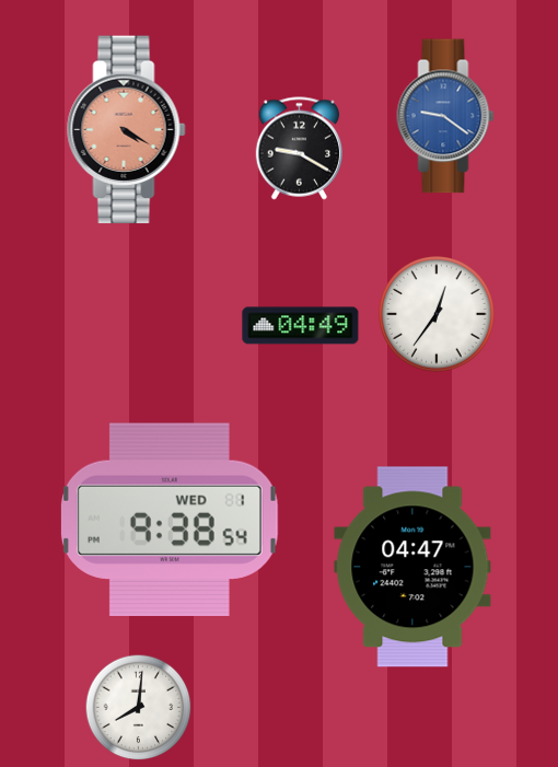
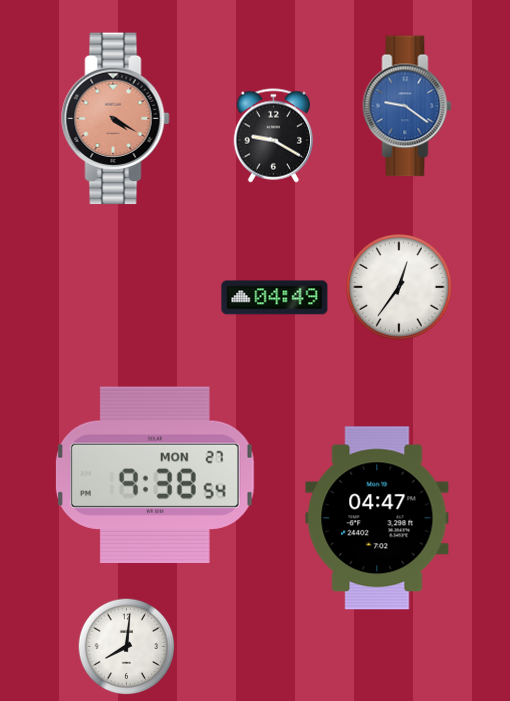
clock at (170, 520) date: WED 1 -> MON 27
